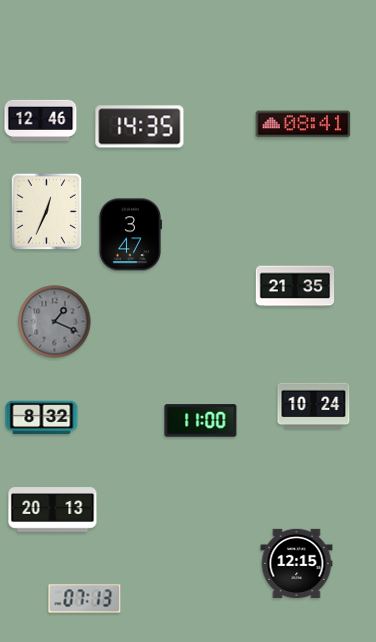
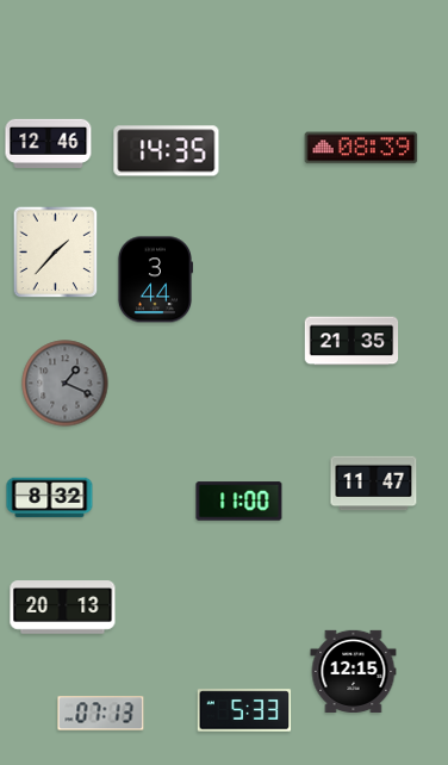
clock at (303, 124): 08:41 -> 08:39
clock at (47, 212): 12:34 -> 1:37
clock at (129, 235): 3:47 -> 3:44
clock at (314, 406): 10:24 -> 11:47
clock at (244, 710): none -> 5:33
